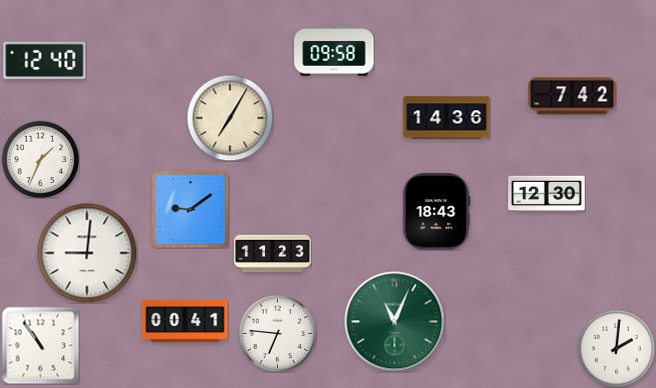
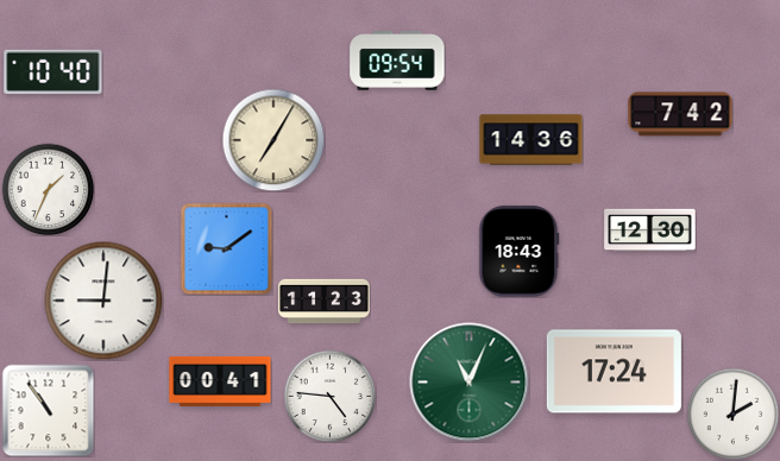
clock at (334, 52): 09:58 -> 09:54
clock at (45, 60): 12:40 -> 10:40
clock at (614, 372): none -> 17:24
clock at (277, 333): 6:46 -> 4:46
